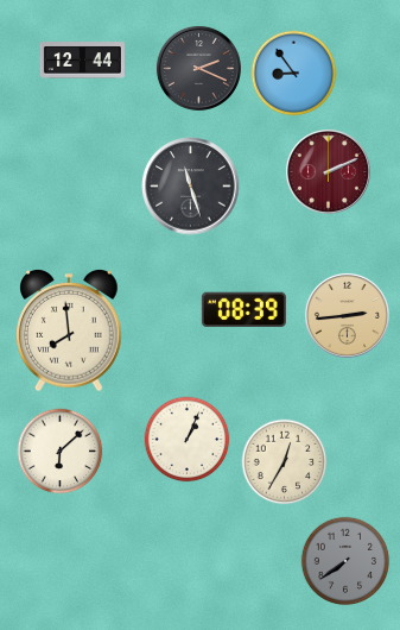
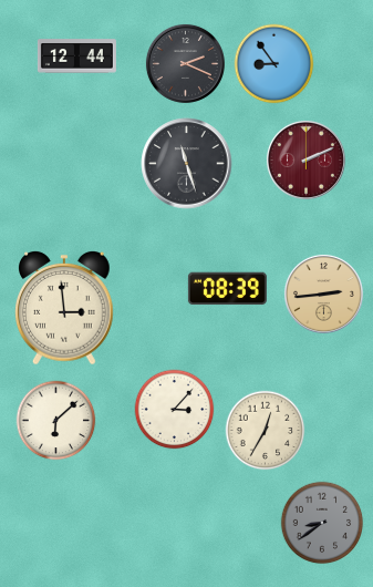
clock at (294, 74) position: (294, 74) -> (274, 64)
clock at (191, 187) position: (191, 187) -> (187, 164)
clock at (70, 330): 7:59 -> 2:59
clock at (188, 440): 1:04 -> 3:07
clock at (345, 561): 7:39 -> 8:39
